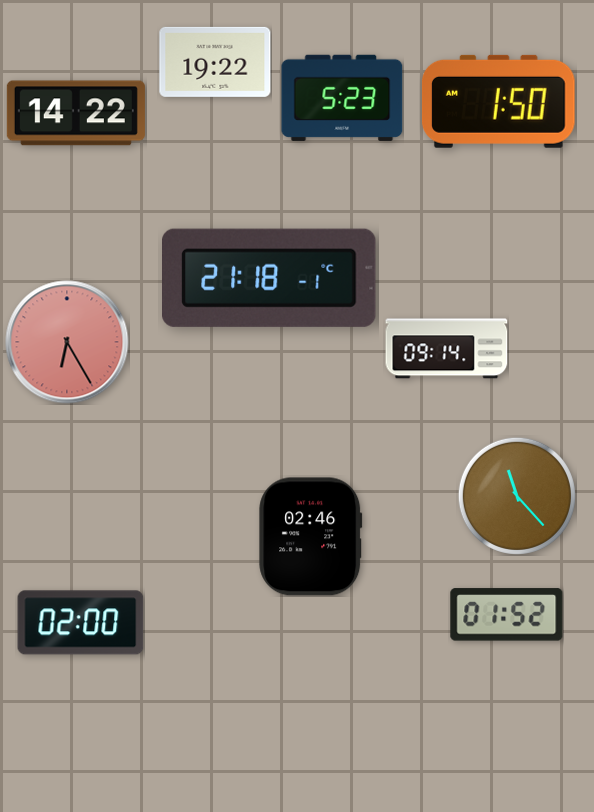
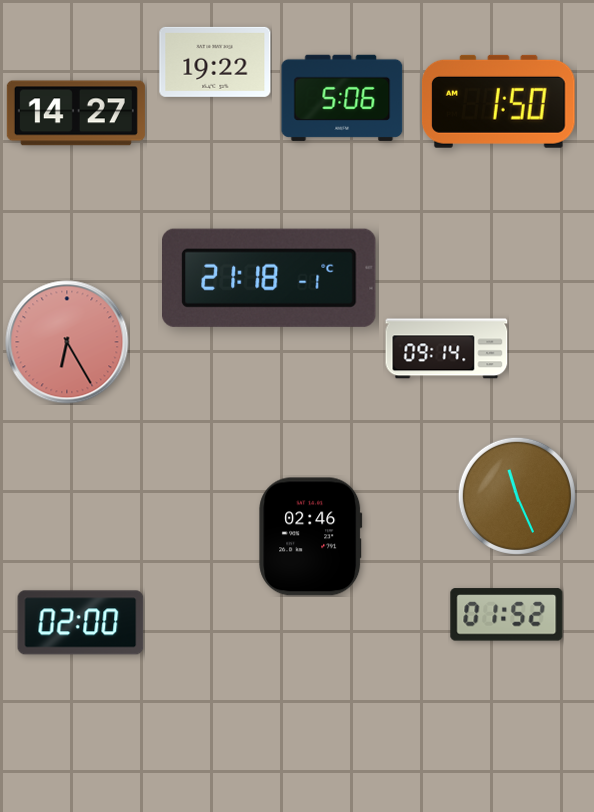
clock at (342, 98): 5:23 -> 5:06
clock at (76, 113): 14:22 -> 14:27
clock at (517, 496): 11:23 -> 11:26
